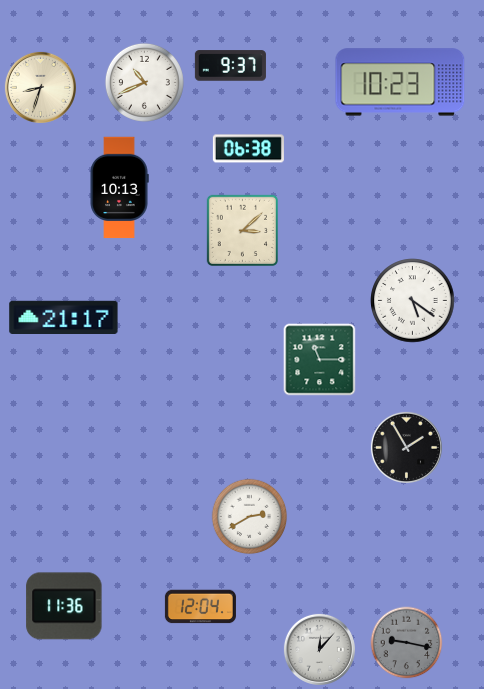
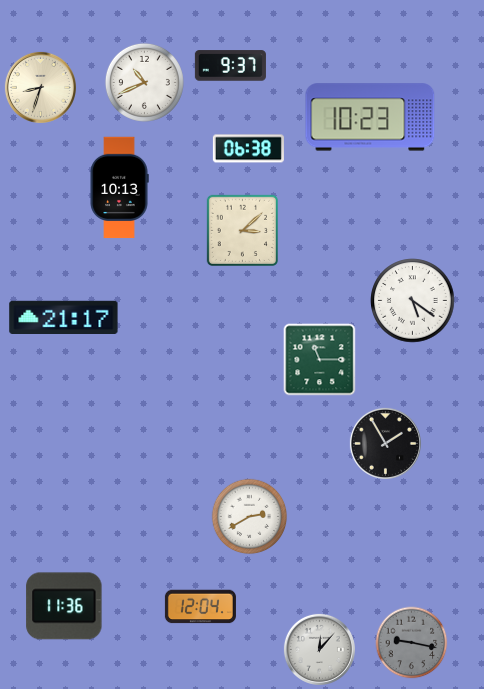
clock at (400, 82) position: (400, 82) -> (370, 117)
clock at (406, 447) position: (406, 447) -> (385, 443)
clock at (407, 643) position: (407, 643) -> (412, 643)
